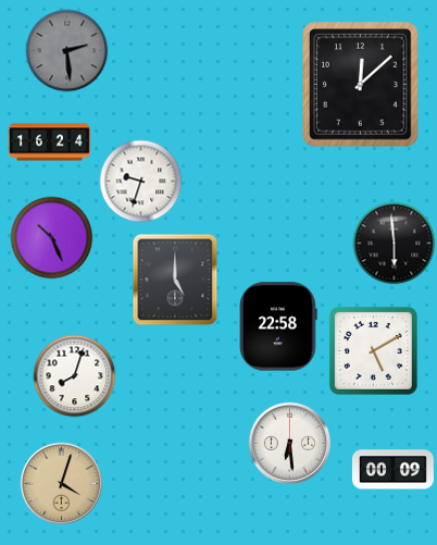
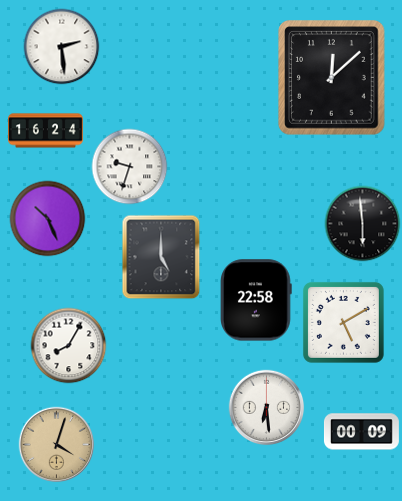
clock at (67, 51) dial: grey -> white
clock at (75, 376): 8:03 -> 8:05
